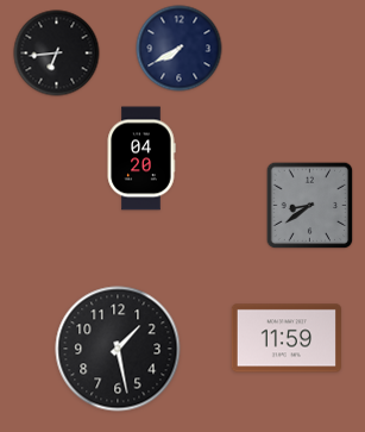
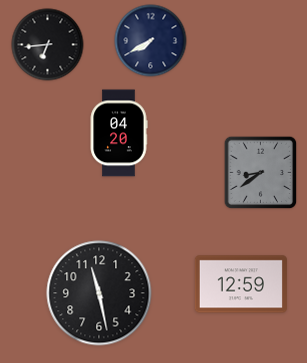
clock at (287, 338): 11:59 -> 12:59
clock at (118, 349): 1:28 -> 11:28
